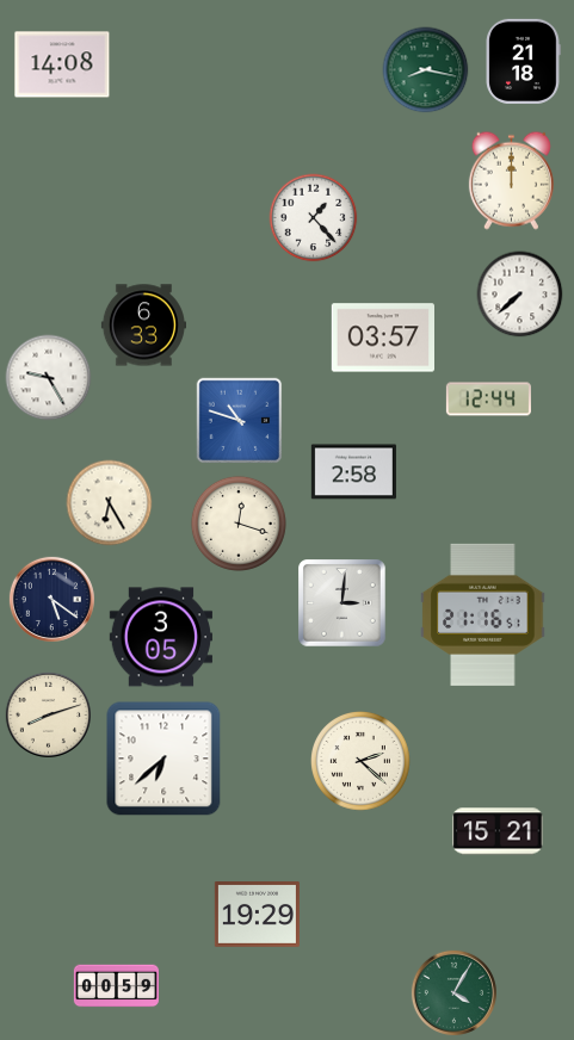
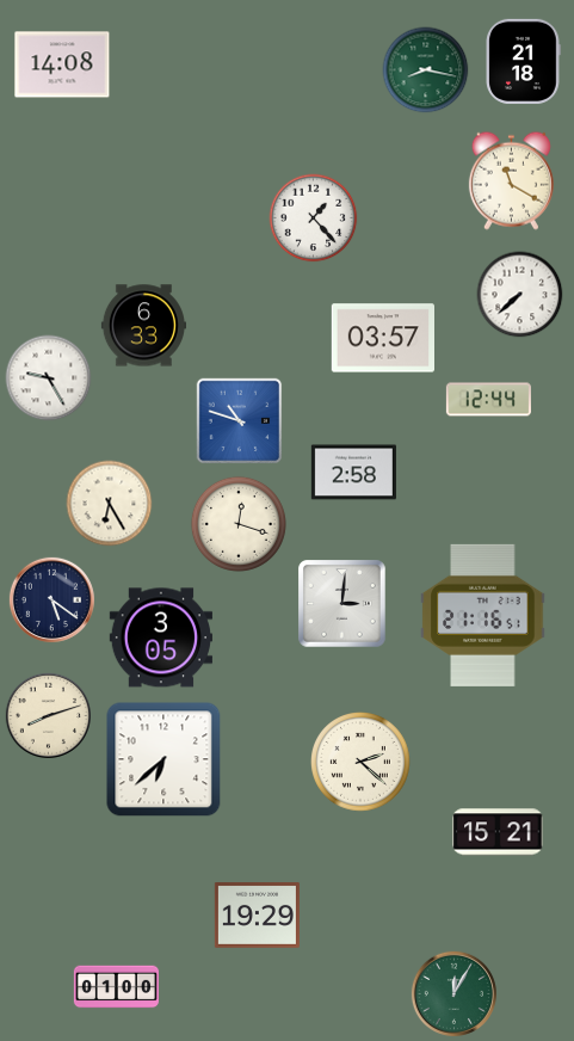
clock at (511, 180): 12:00 -> 11:20
clock at (116, 986): 00:59 -> 01:00
clock at (453, 992): 4:05 -> 12:05
